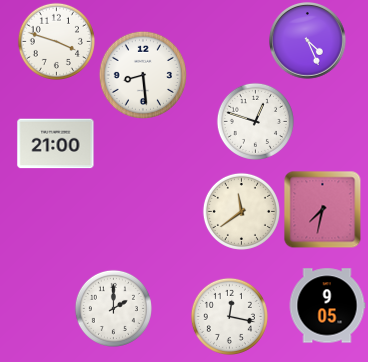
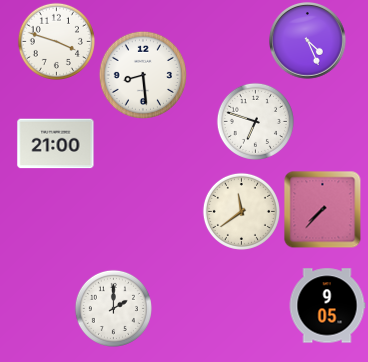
clock at (255, 121): 12:48 -> 6:48
clock at (322, 209): 7:32 -> 7:37
clock at (229, 316): 12:17 -> none
